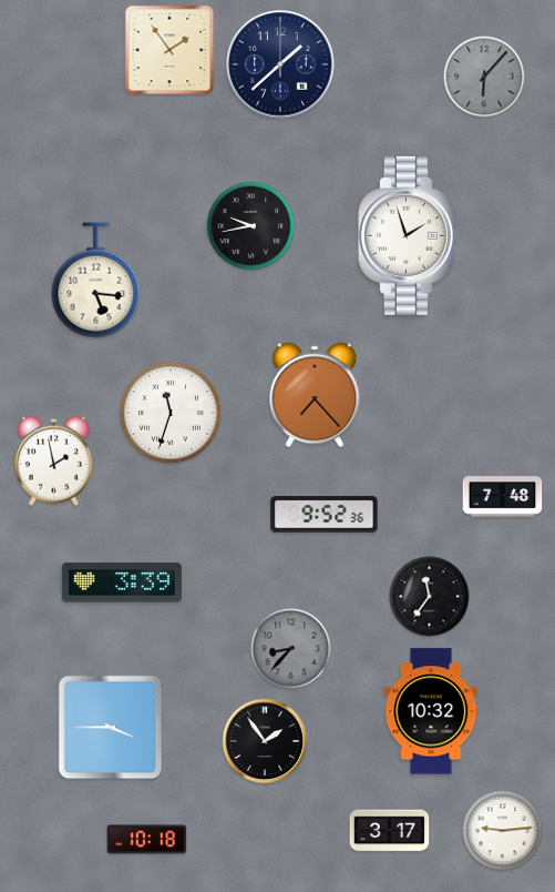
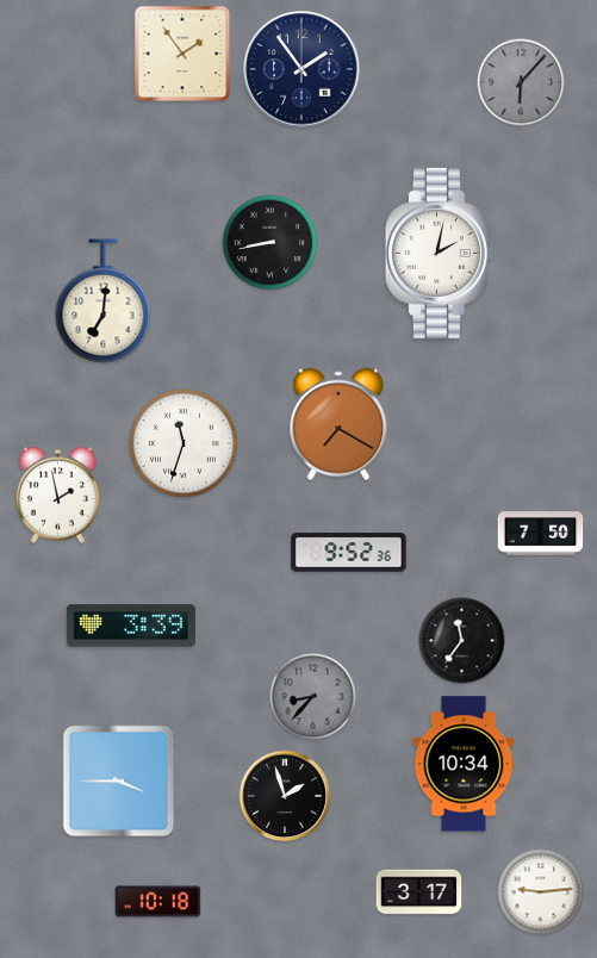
clock at (280, 64): 1:38 -> 1:54
clock at (251, 226): 9:43 -> 8:43
clock at (408, 235): 1:57 -> 2:02
clock at (96, 281): 5:16 -> 7:01
clock at (315, 395): 7:23 -> 7:20
clock at (503, 497): 7:48 -> 7:50
clock at (431, 711): 10:32 -> 10:34
clock at (265, 741): 1:54 -> 1:57
